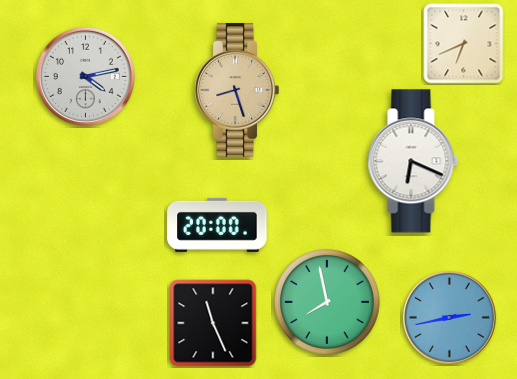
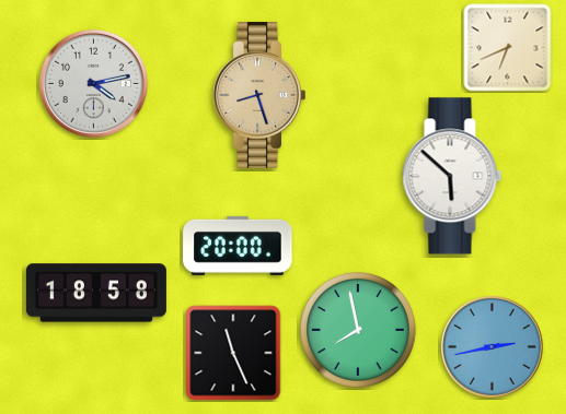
clock at (237, 90) position: (237, 90) -> (259, 95)
clock at (413, 161): 6:19 -> 5:52
clock at (96, 293): none -> 18:58
